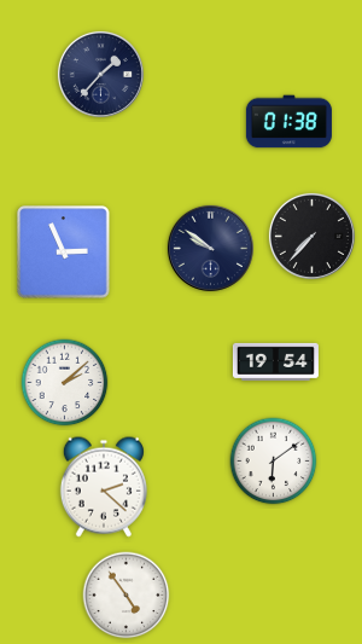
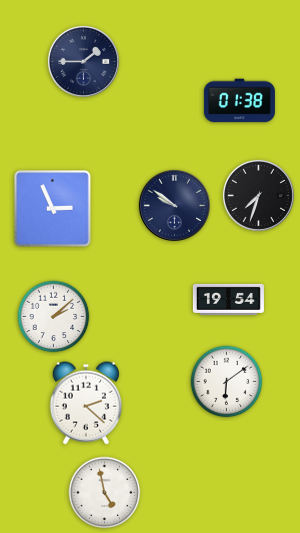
clock at (100, 74): 1:37 -> 1:45
clock at (311, 236): 7:37 -> 7:33
clock at (127, 596): 4:54 -> 4:58
